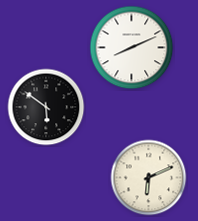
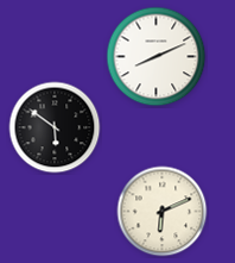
clock at (149, 178) position: (149, 178) -> (163, 212)
